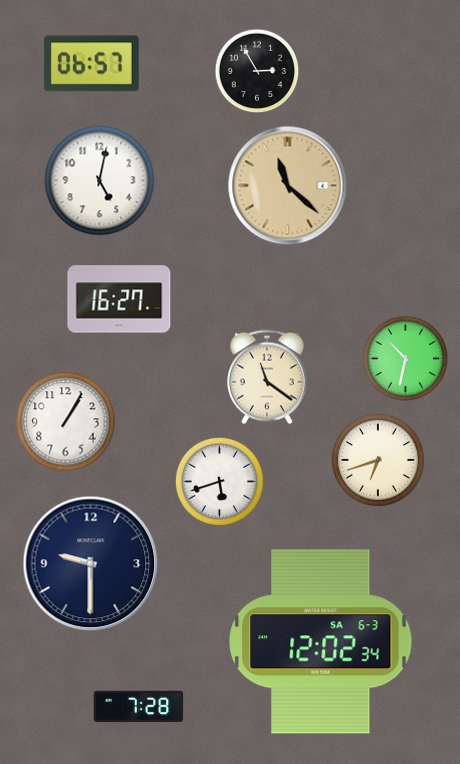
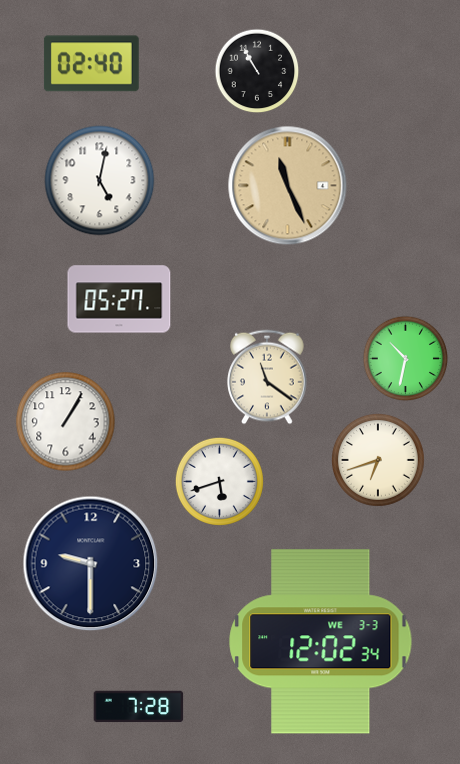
clock at (91, 64): 06:57 -> 02:40
clock at (257, 71): 2:55 -> 10:55
clock at (288, 186): 11:22 -> 11:26
clock at (119, 299): 16:27 -> 05:27
clock at (321, 642) date: SA 6-3 -> WE 3-3
